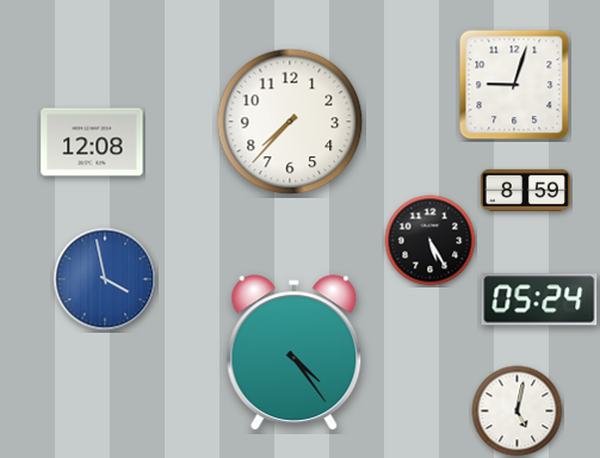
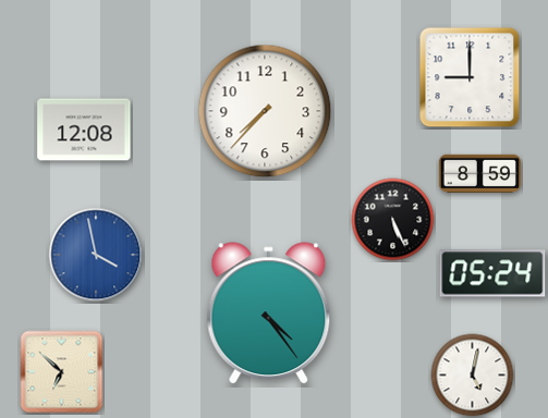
clock at (514, 85): 9:03 -> 9:00
clock at (431, 241): 5:25 -> 5:26
clock at (295, 353) position: (295, 353) -> (269, 313)
clock at (62, 372): none -> 6:52
